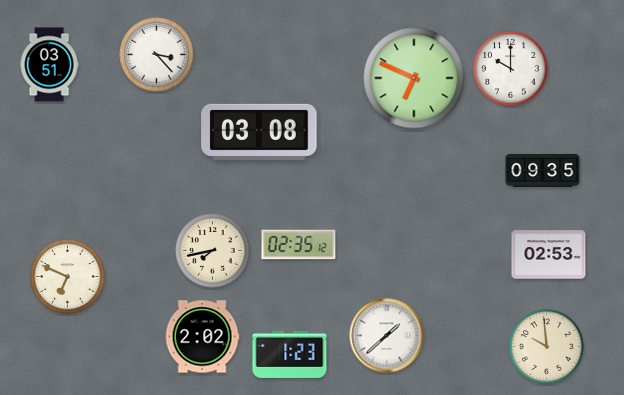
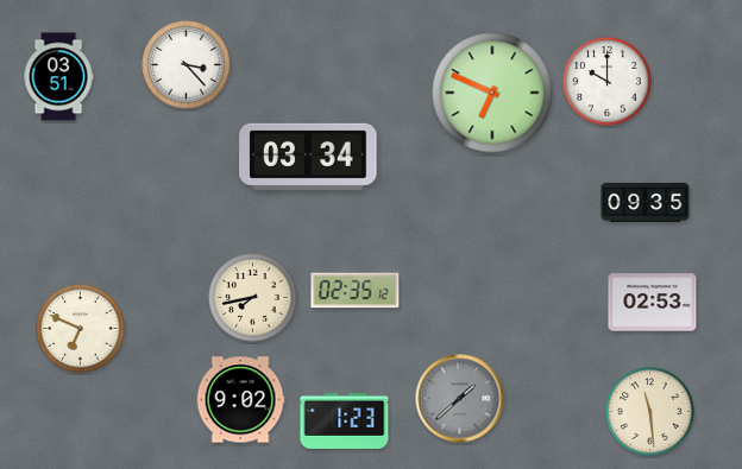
clock at (259, 132): 03:08 -> 03:34
clock at (387, 336) dial: white -> grey
clock at (202, 337): 2:02 -> 9:02
clock at (547, 347): 9:59 -> 11:29
